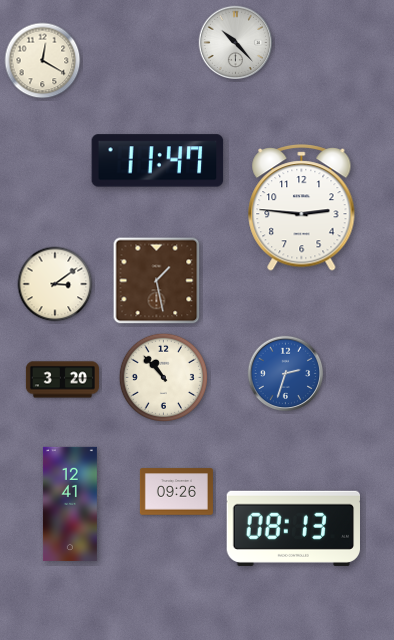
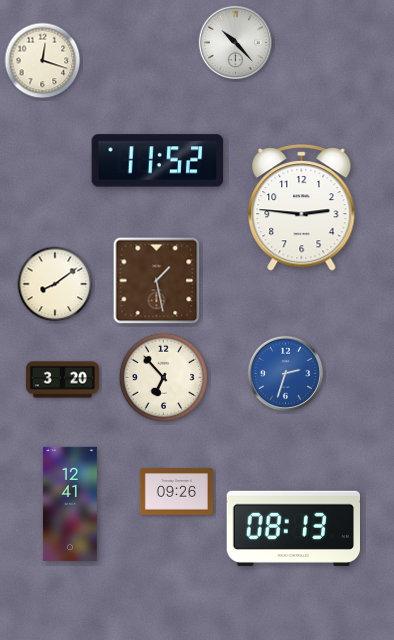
clock at (43, 61): 12:20 -> 12:18
clock at (158, 161): 11:47 -> 11:52
clock at (55, 284): 3:09 -> 8:09
clock at (163, 377): 10:53 -> 6:53
